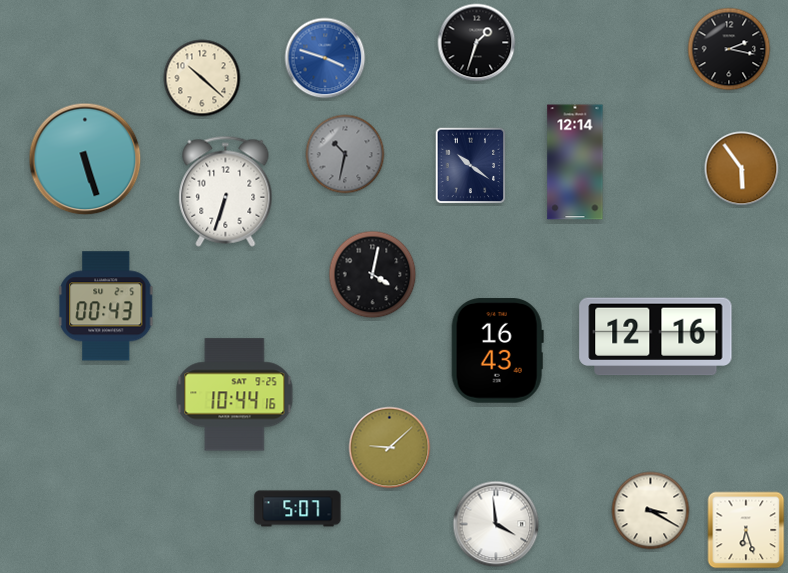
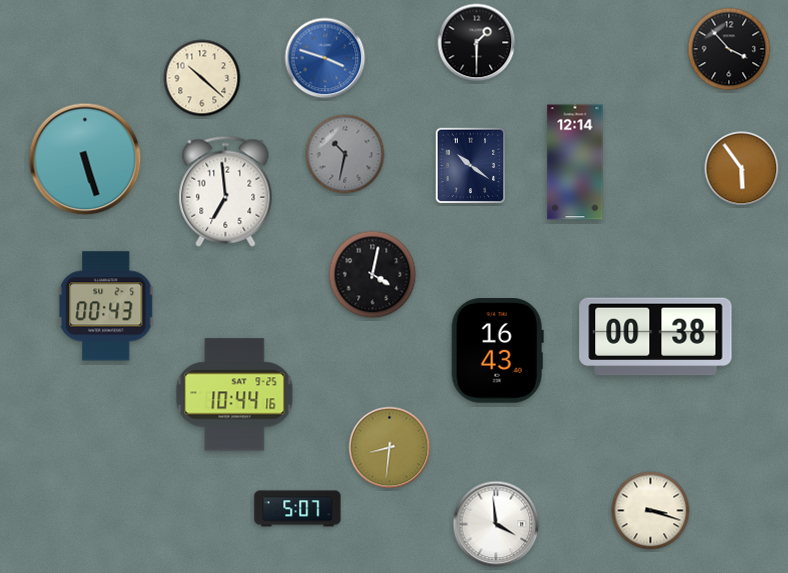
clock at (477, 43): 1:33 -> 1:30
clock at (729, 49): 2:17 -> 3:53
clock at (226, 191): 6:33 -> 6:59
clock at (656, 337): 12:16 -> 00:38
clock at (390, 448): 9:08 -> 8:31
clock at (651, 511): 3:20 -> 3:18
clock at (746, 530): 6:27 -> none
